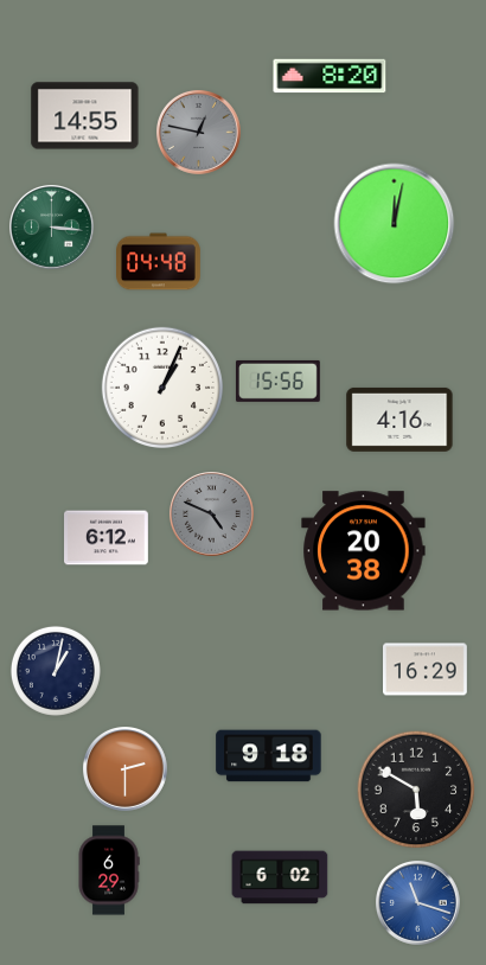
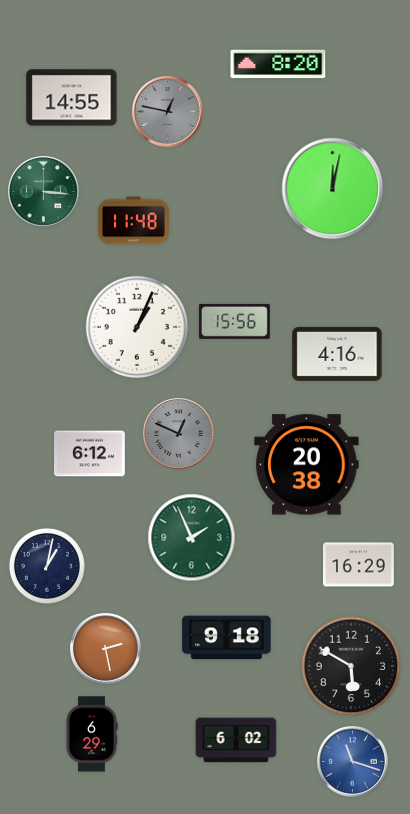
clock at (159, 262): 04:48 -> 11:48
clock at (212, 515): 4:49 -> 12:49
clock at (192, 538): none -> 1:56
clock at (126, 769): 2:30 -> 2:28
